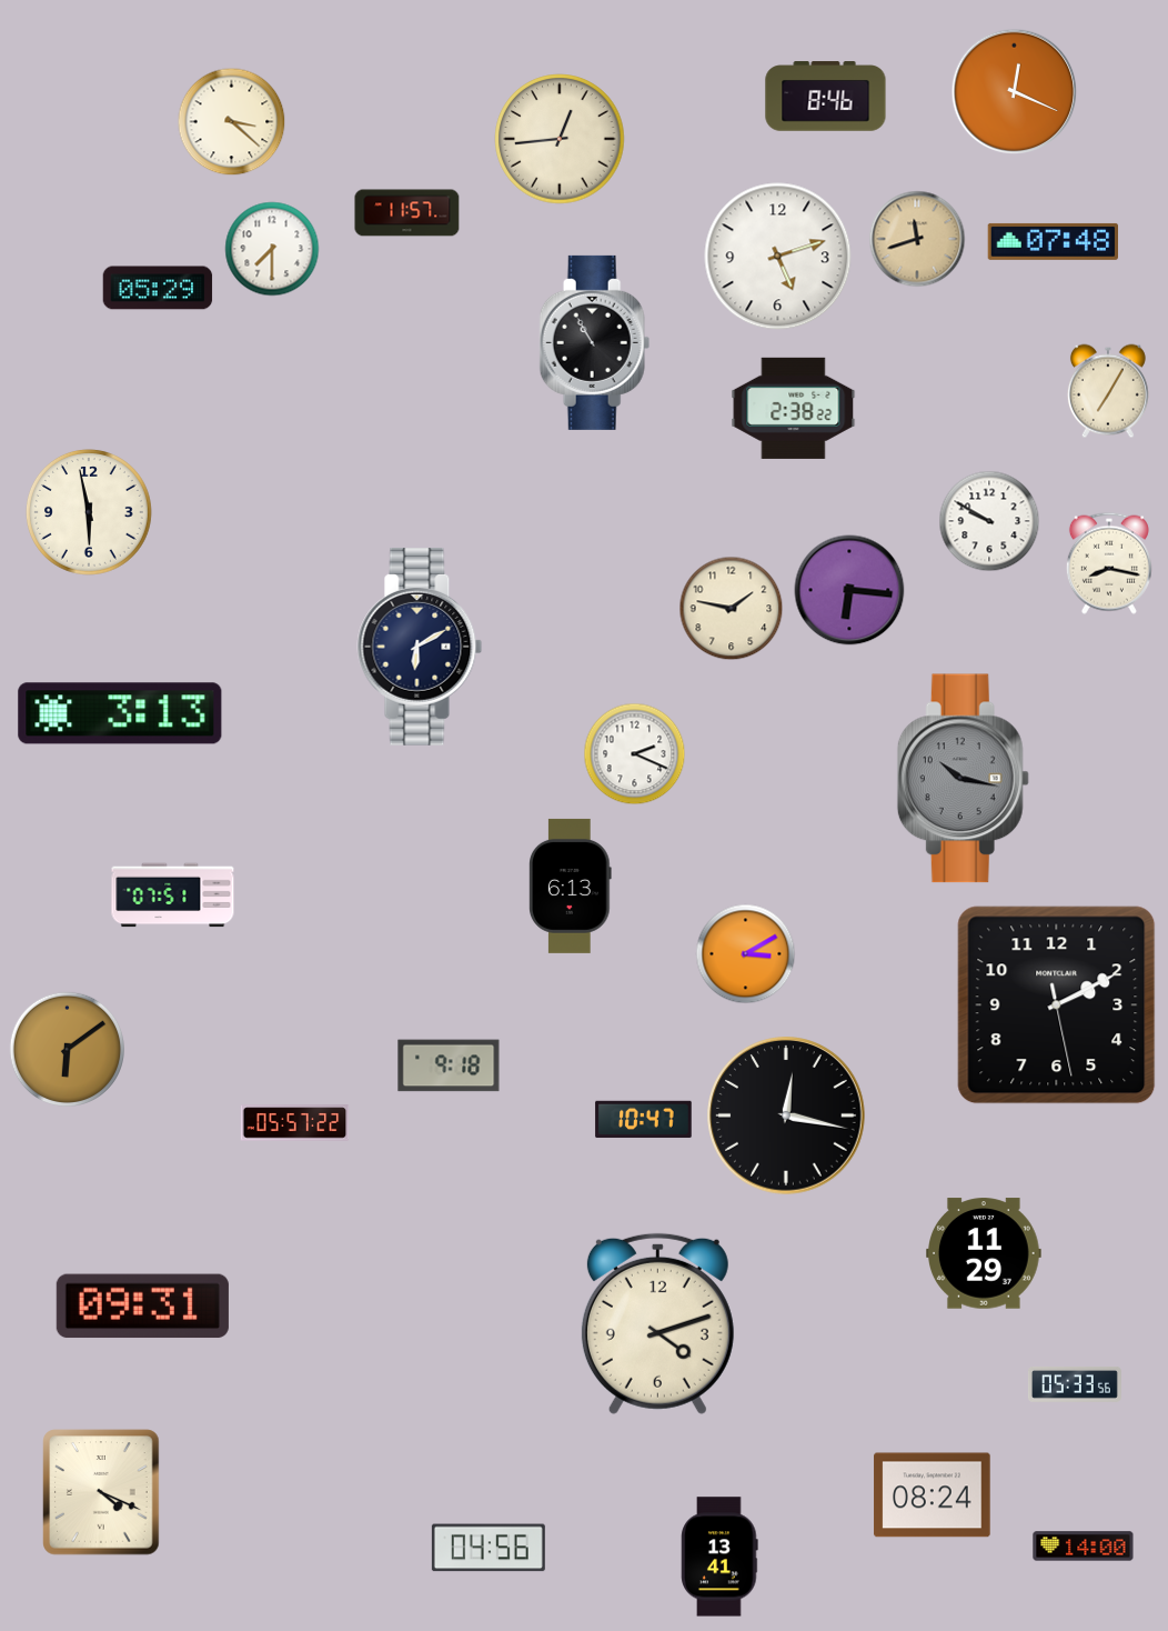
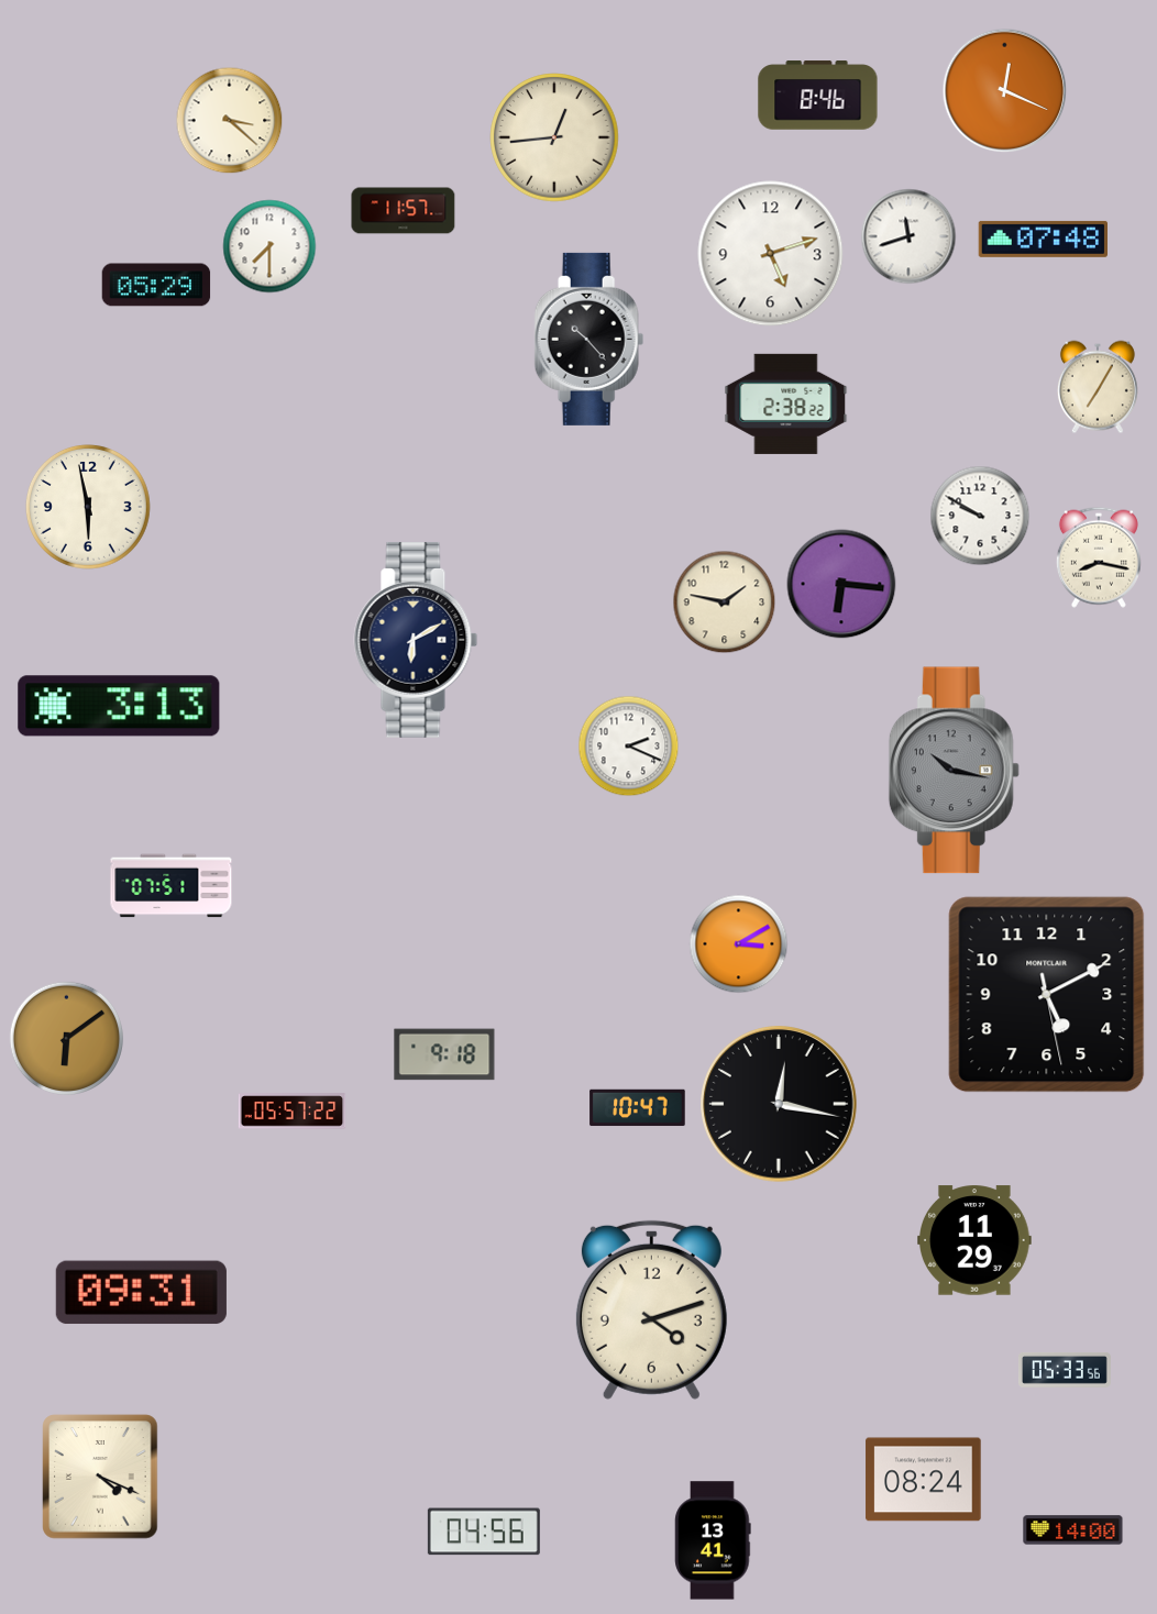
clock at (917, 239) dial: champagne -> white
clock at (595, 342): 10:55 -> 10:23
clock at (571, 885): 6:13 -> none
clock at (1057, 1005): 2:10 -> 5:10
